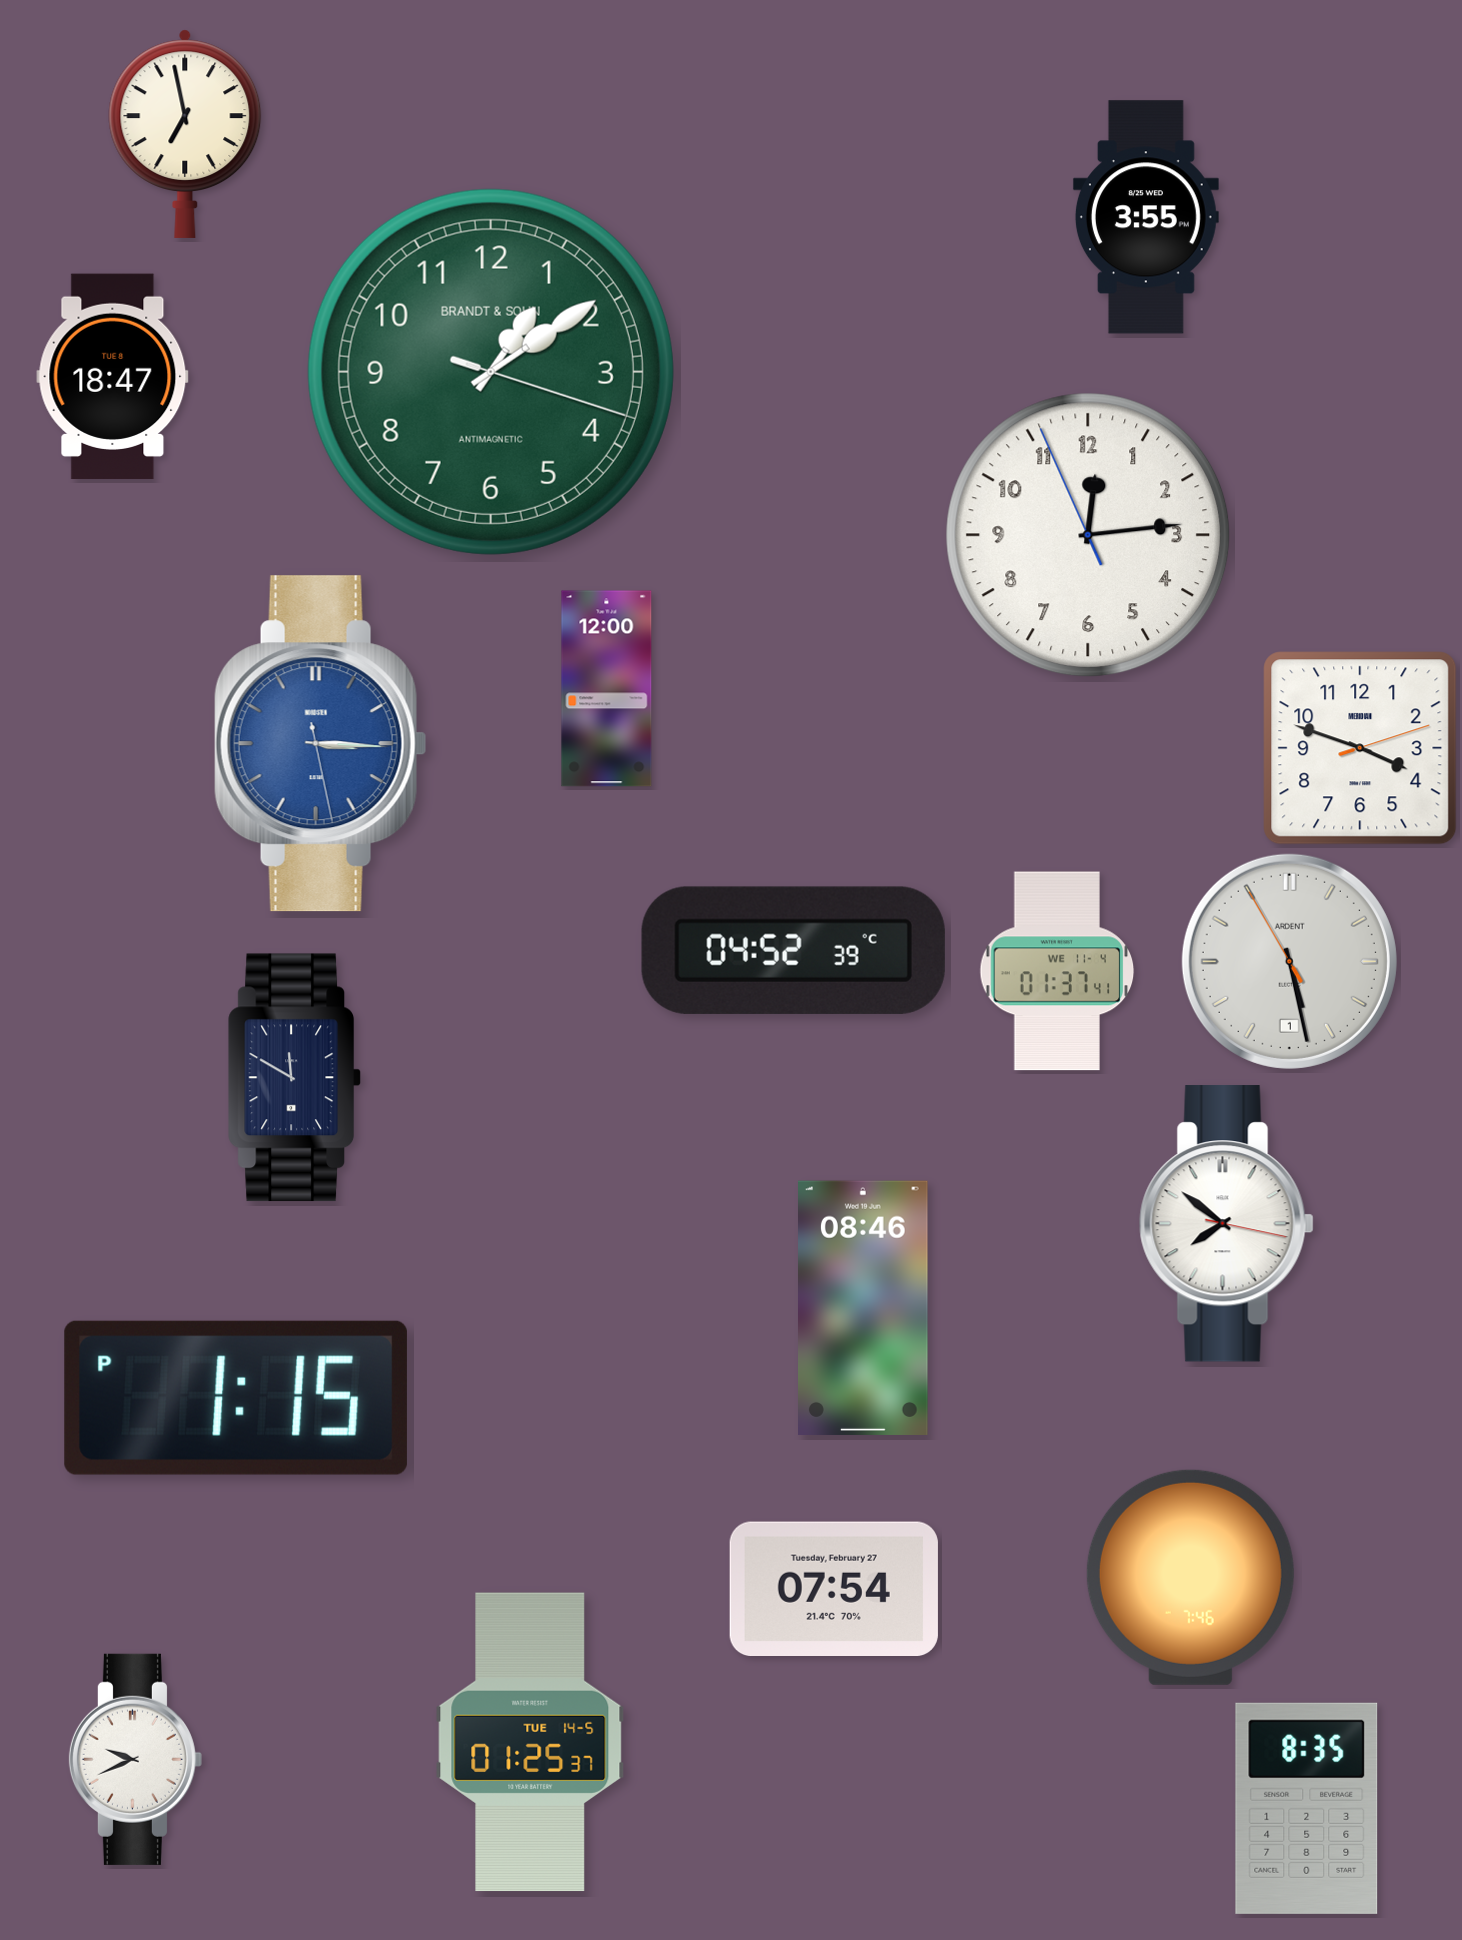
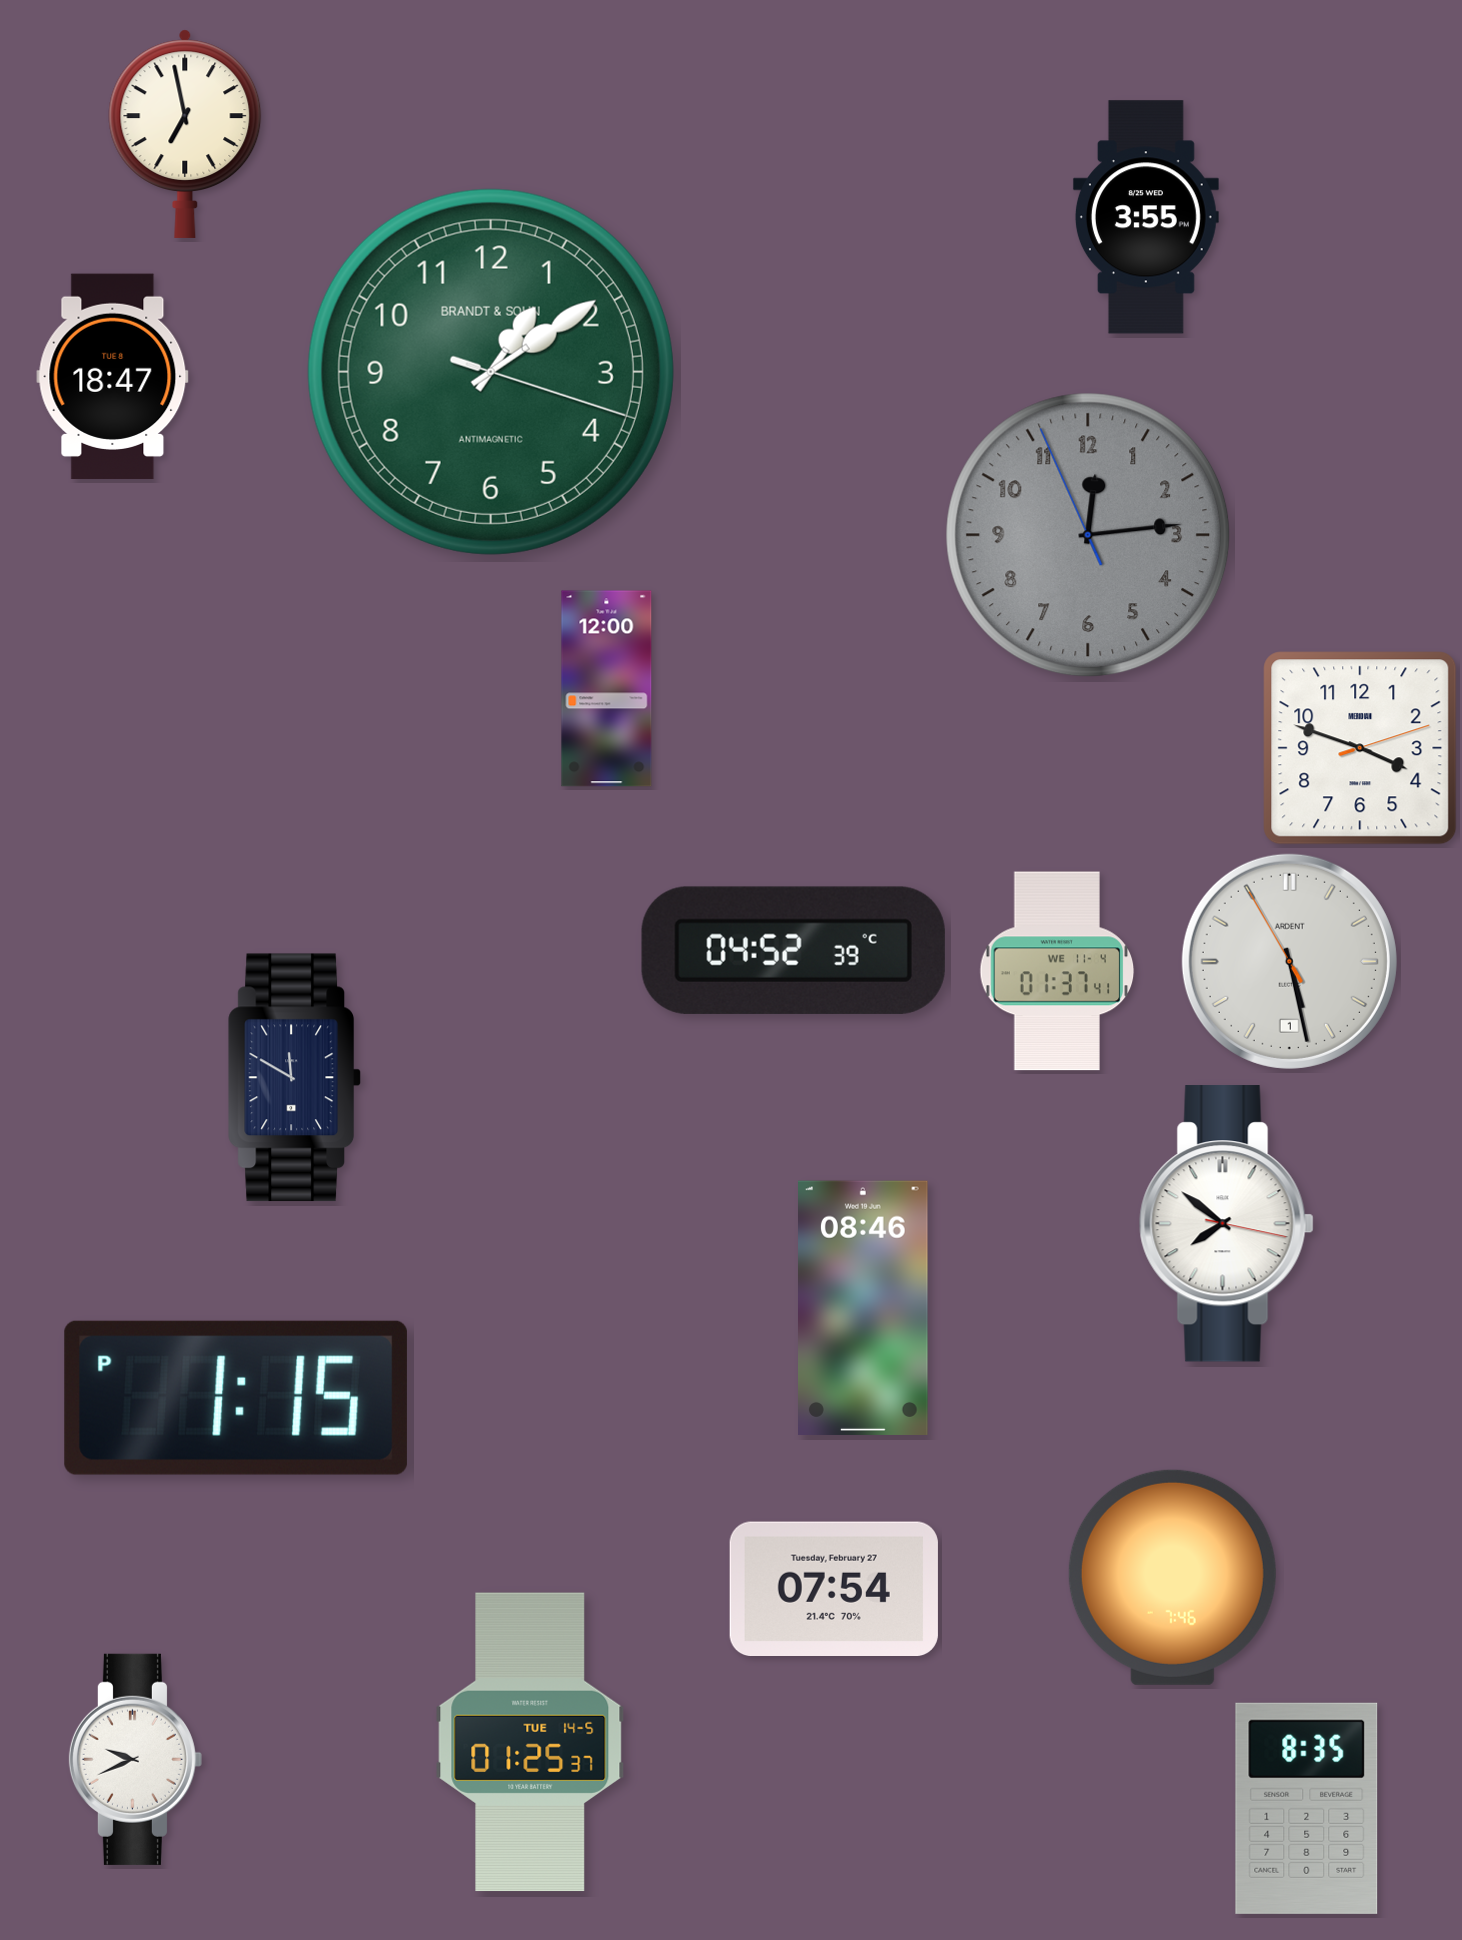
clock at (1088, 535) dial: white -> grey
clock at (320, 744): 3:15 -> none
clock at (1190, 1577) position: (1190, 1577) -> (1172, 1577)
